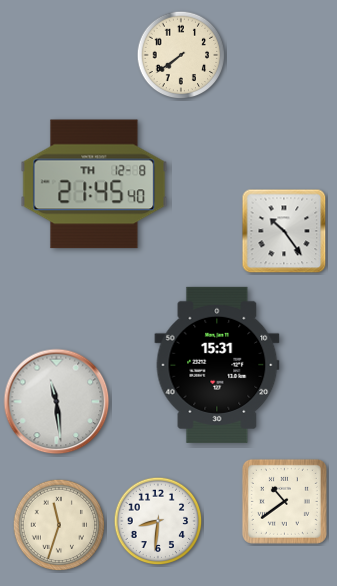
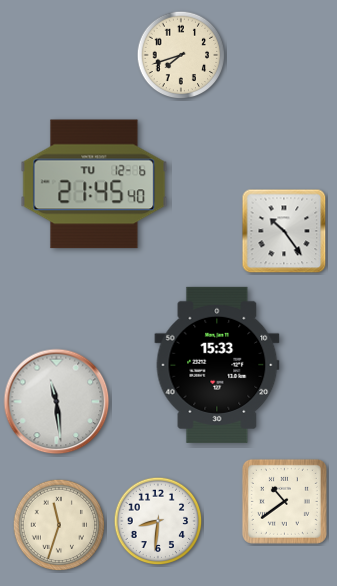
clock at (181, 55): 7:39 -> 7:42
clock at (94, 184) date: TH 12-8 -> TU 12-6
clock at (217, 365): 15:31 -> 15:33
